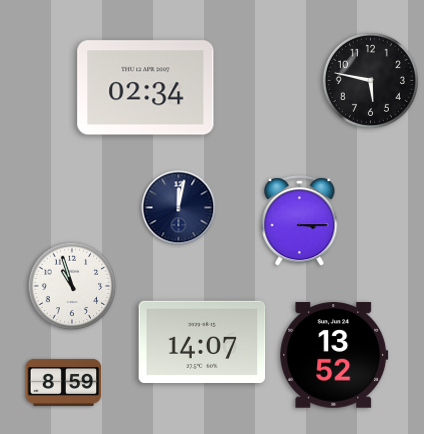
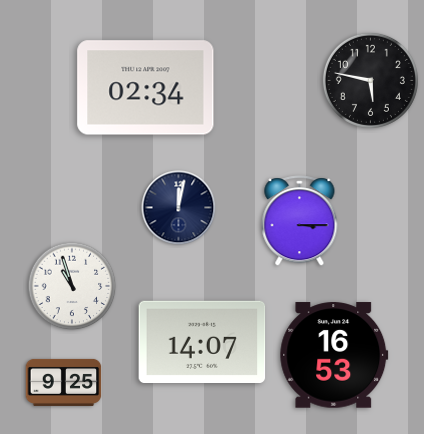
clock at (334, 355): 13:52 -> 16:53
clock at (64, 382): 8:59 -> 9:25
